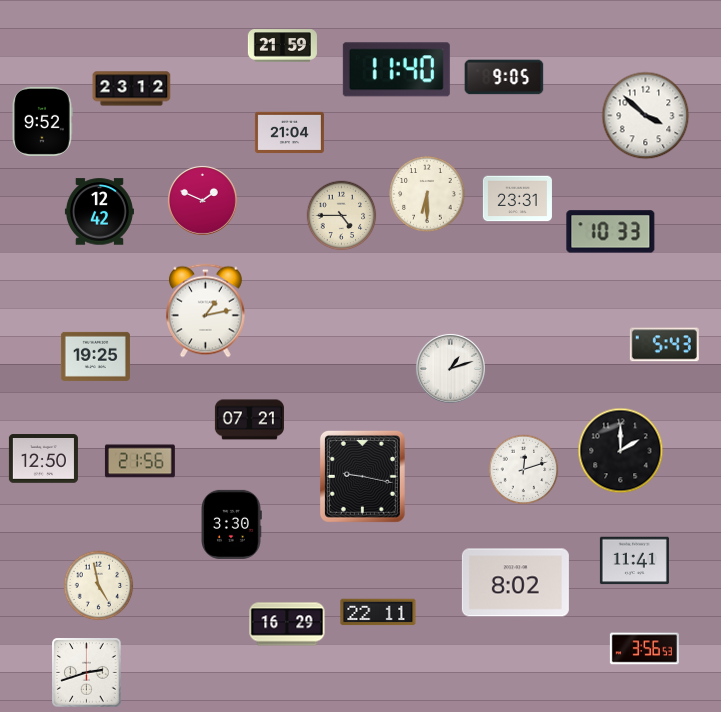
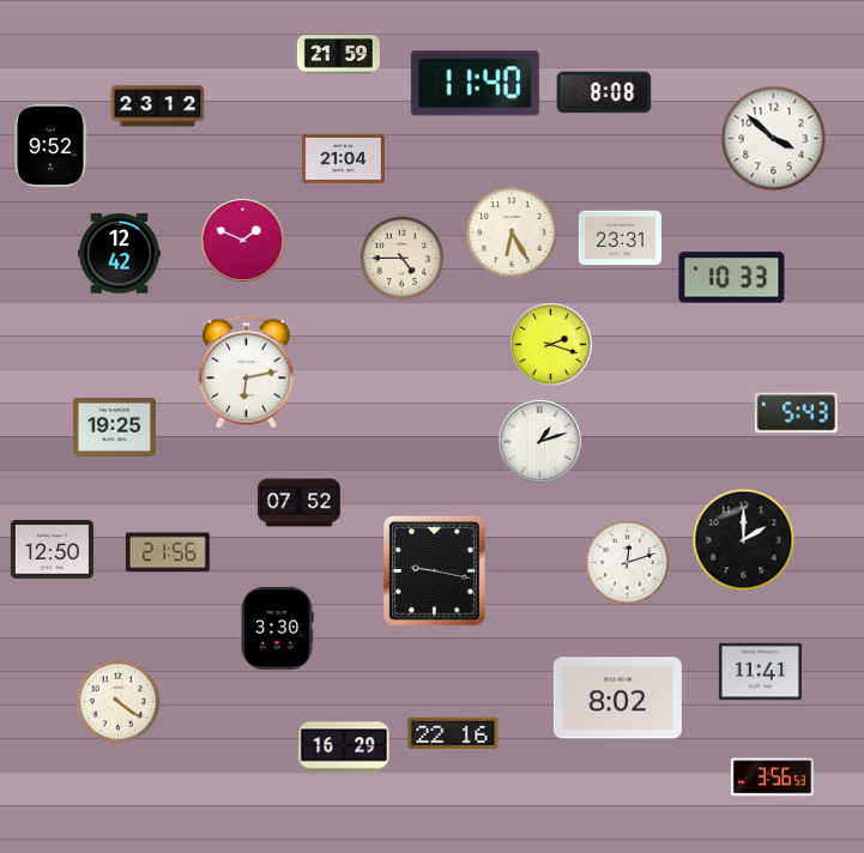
clock at (504, 77): 9:05 -> 8:08
clock at (289, 133) position: (289, 133) -> (343, 159)
clock at (427, 194): 6:30 -> 6:25
clock at (342, 216) position: (342, 216) -> (403, 259)
clock at (550, 344): none -> 2:18
clock at (205, 311): 1:13 -> 6:13
clock at (249, 420): 07:21 -> 07:52
clock at (99, 586): 4:58 -> 4:21
clock at (378, 612): 22:11 -> 22:16
clock at (87, 673): 2:42 -> none
